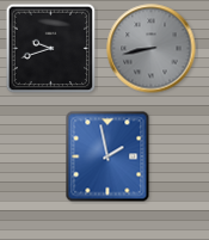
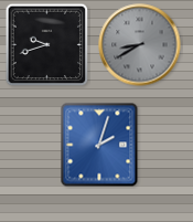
clock at (152, 49): 8:43 -> 8:40
clock at (107, 156): 1:58 -> 2:03
